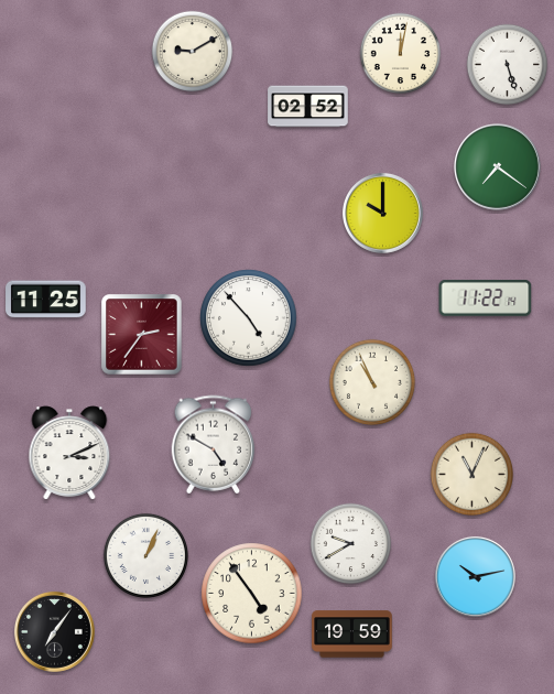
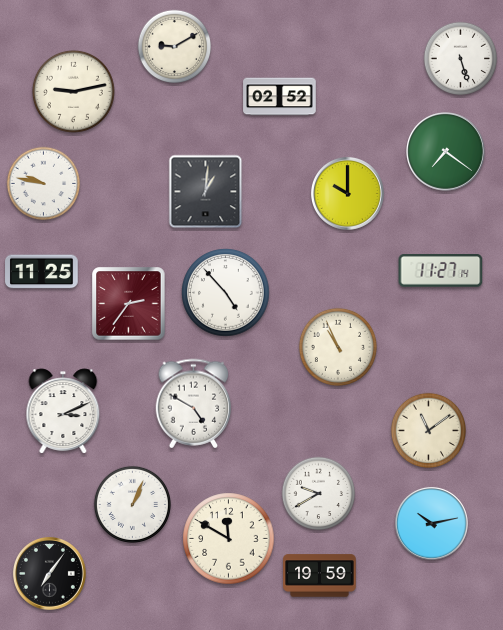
clock at (401, 54): 12:02 -> none
clock at (73, 91): none -> 9:13
clock at (498, 167) position: (498, 167) -> (446, 152)
clock at (44, 184): none -> 9:47
clock at (206, 192): none -> 1:01
clock at (486, 299): 11:22 -> 11:27
clock at (249, 318) position: (249, 318) -> (226, 293)
clock at (472, 475): 11:04 -> 11:09
clock at (252, 594): 4:54 -> 11:50
